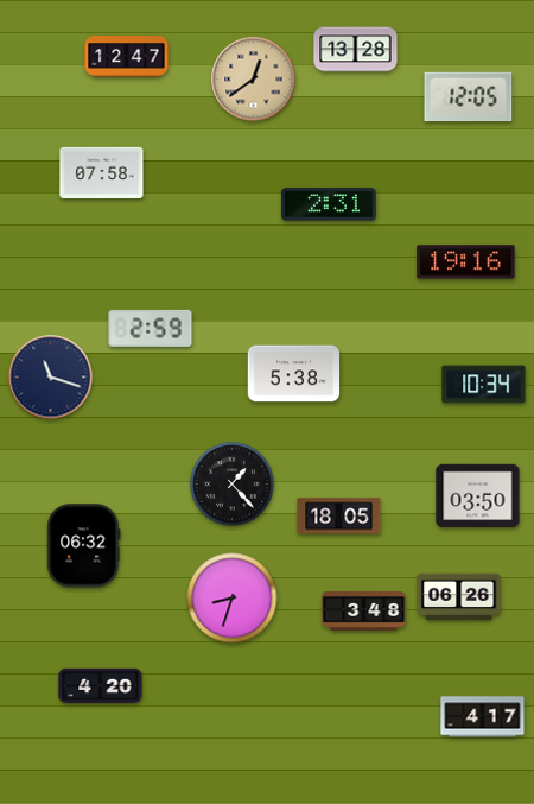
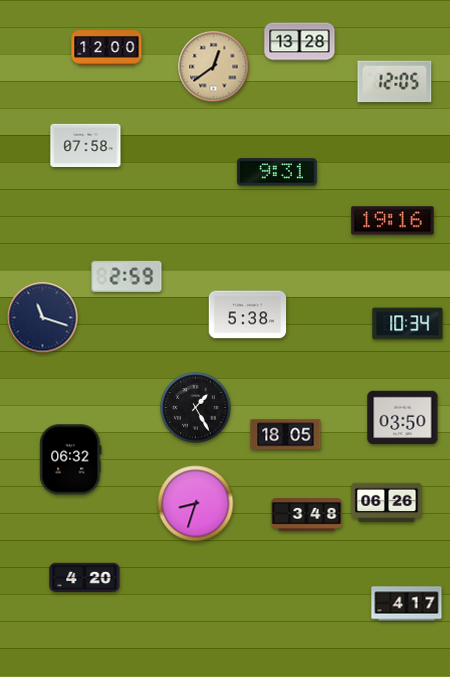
clock at (127, 57): 12:47 -> 12:00
clock at (329, 204): 2:31 -> 9:31
clock at (233, 485): 1:23 -> 1:25
